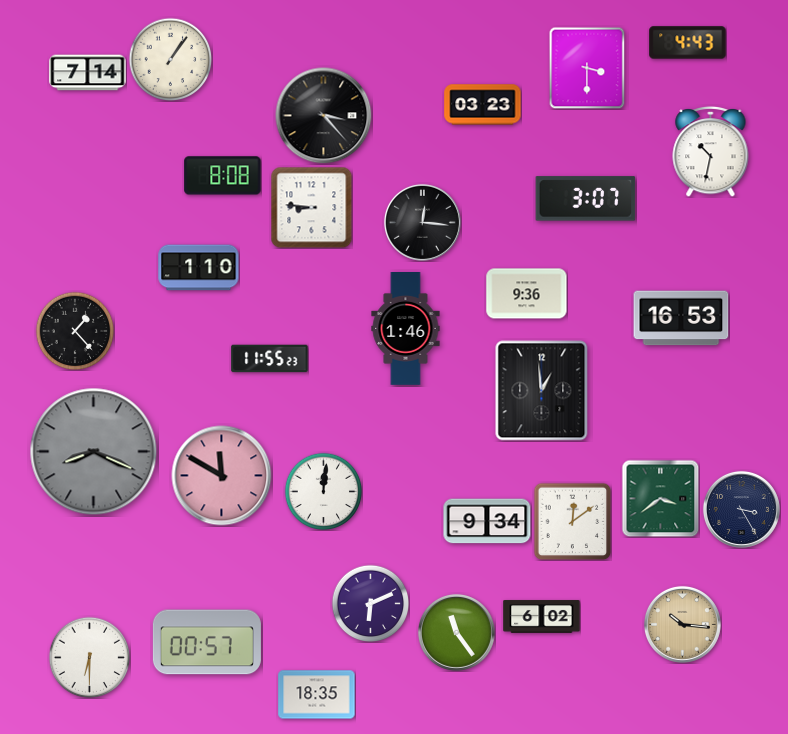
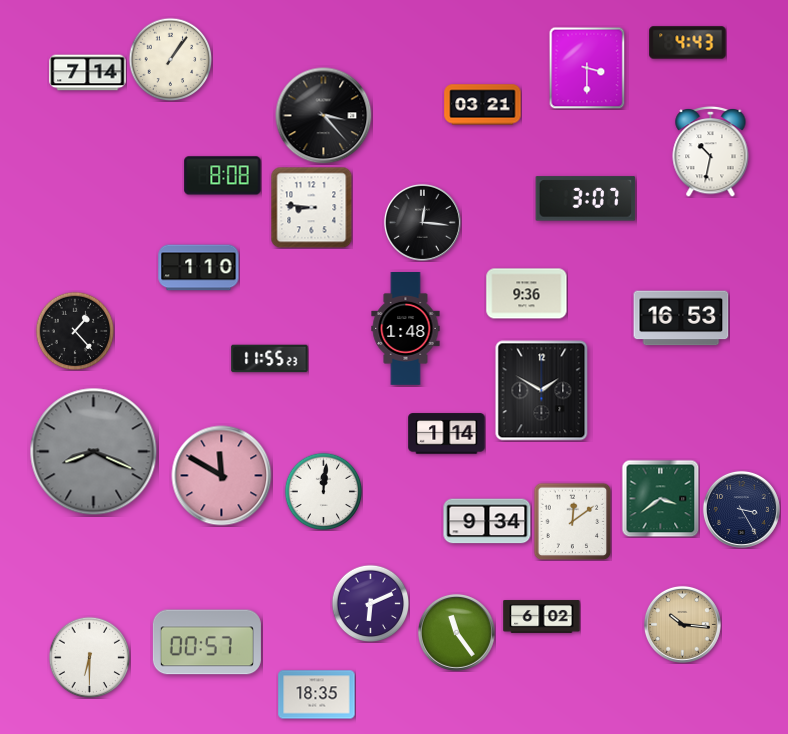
clock at (483, 105): 03:23 -> 03:21
clock at (406, 329): 1:46 -> 1:48
clock at (542, 391): 12:59 -> 1:50
clock at (447, 434): none -> 1:14
